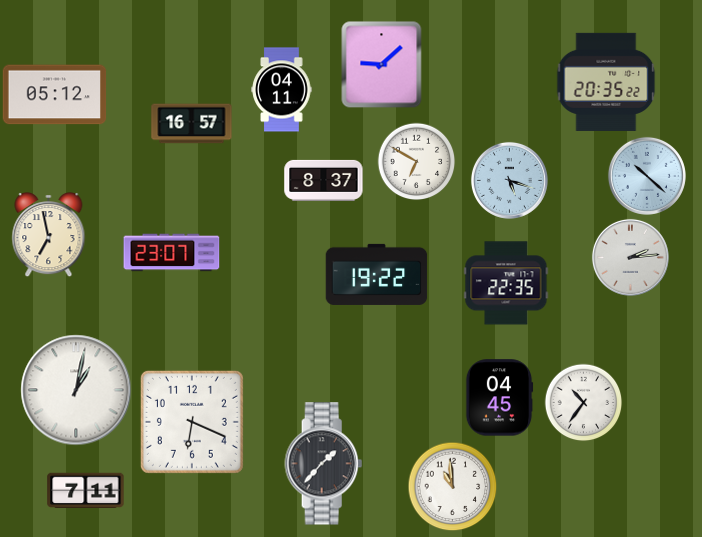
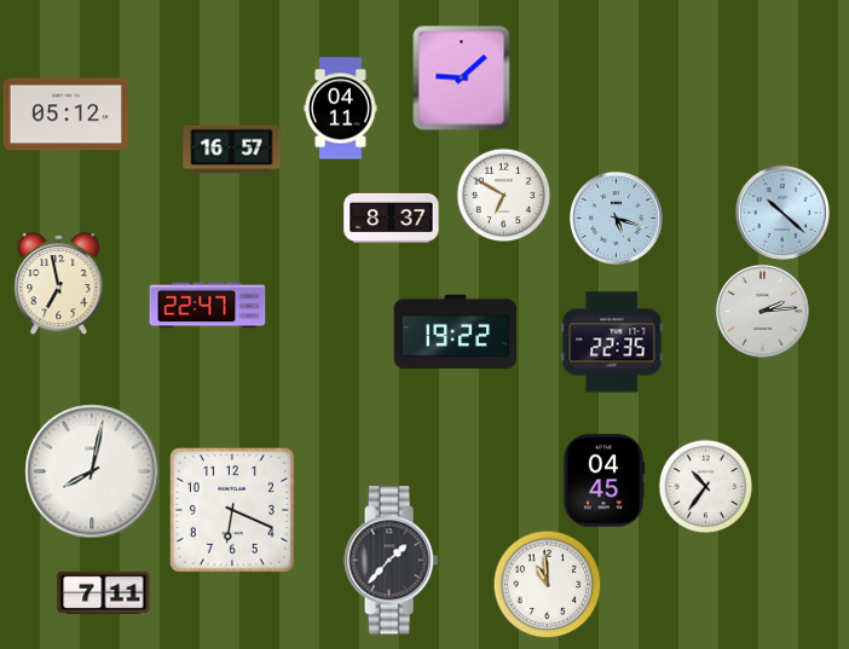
clock at (606, 82): 20:35 -> none
clock at (172, 253): 23:07 -> 22:47
clock at (76, 390): 1:02 -> 8:02
clock at (452, 486) position: (452, 486) -> (547, 584)
